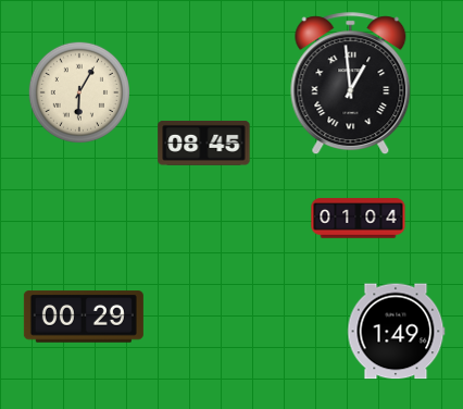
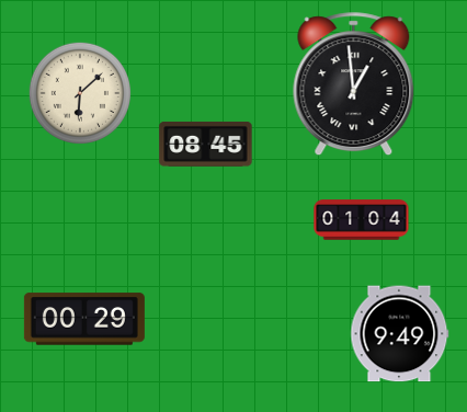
clock at (79, 92): 6:05 -> 6:08
clock at (397, 332): 1:49 -> 9:49
